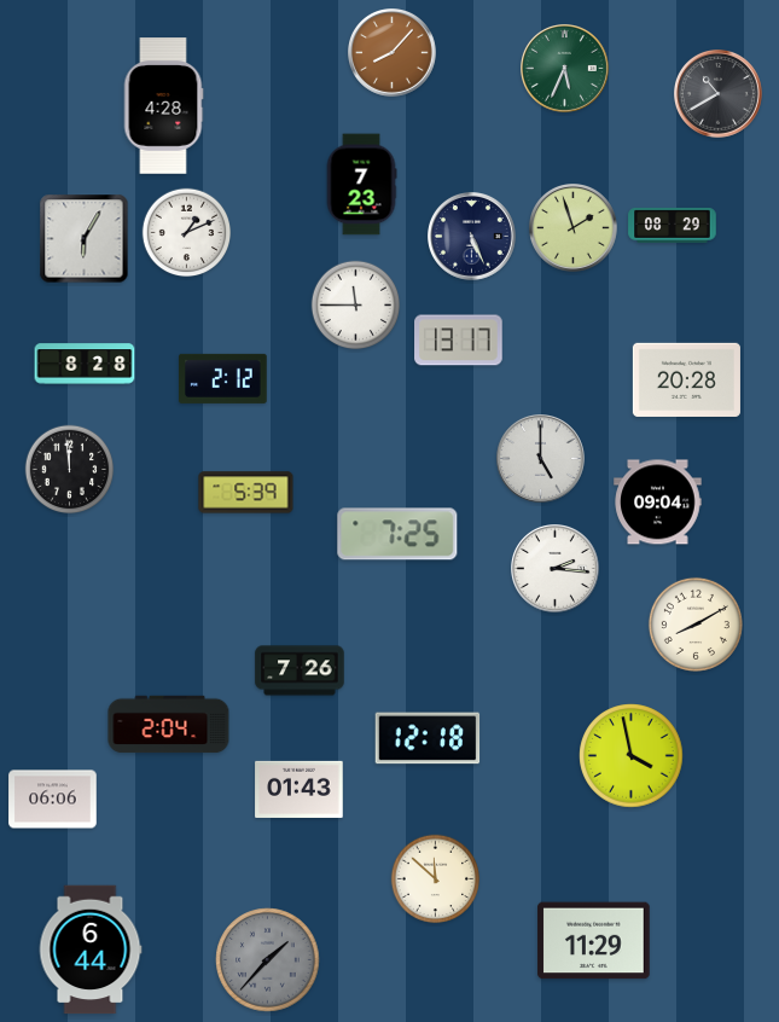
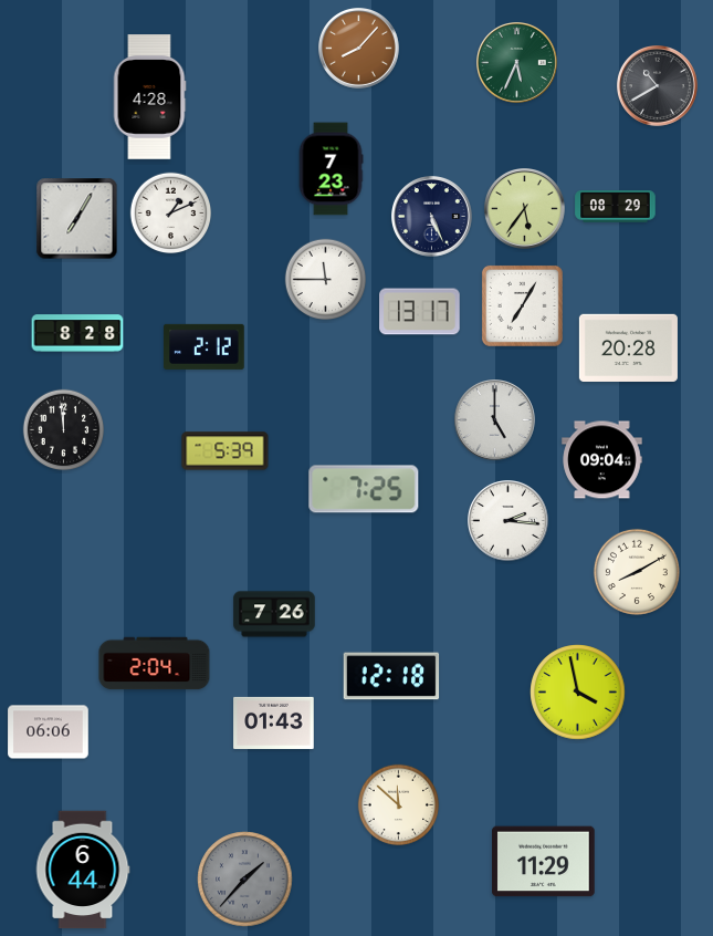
clock at (574, 228): 1:57 -> 5:36
clock at (85, 239): 6:05 -> 7:05
clock at (522, 305): none -> 7:05
